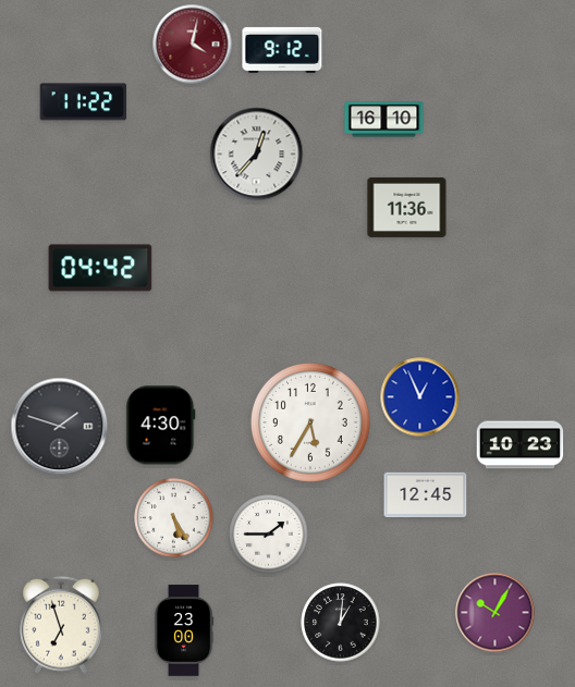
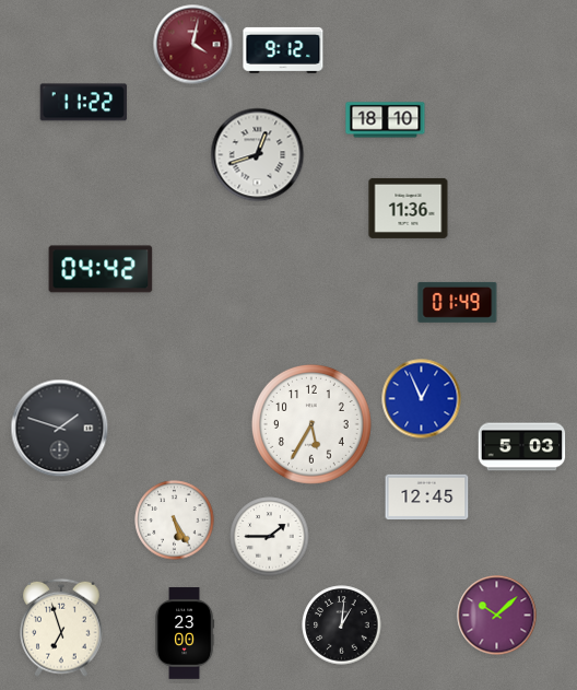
clock at (384, 120): 16:10 -> 18:10
clock at (257, 155): 12:37 -> 12:42
clock at (458, 302): none -> 01:49
clock at (161, 426): 4:30 -> none
clock at (521, 445): 10:23 -> 5:03
clock at (496, 613): 10:05 -> 10:08
